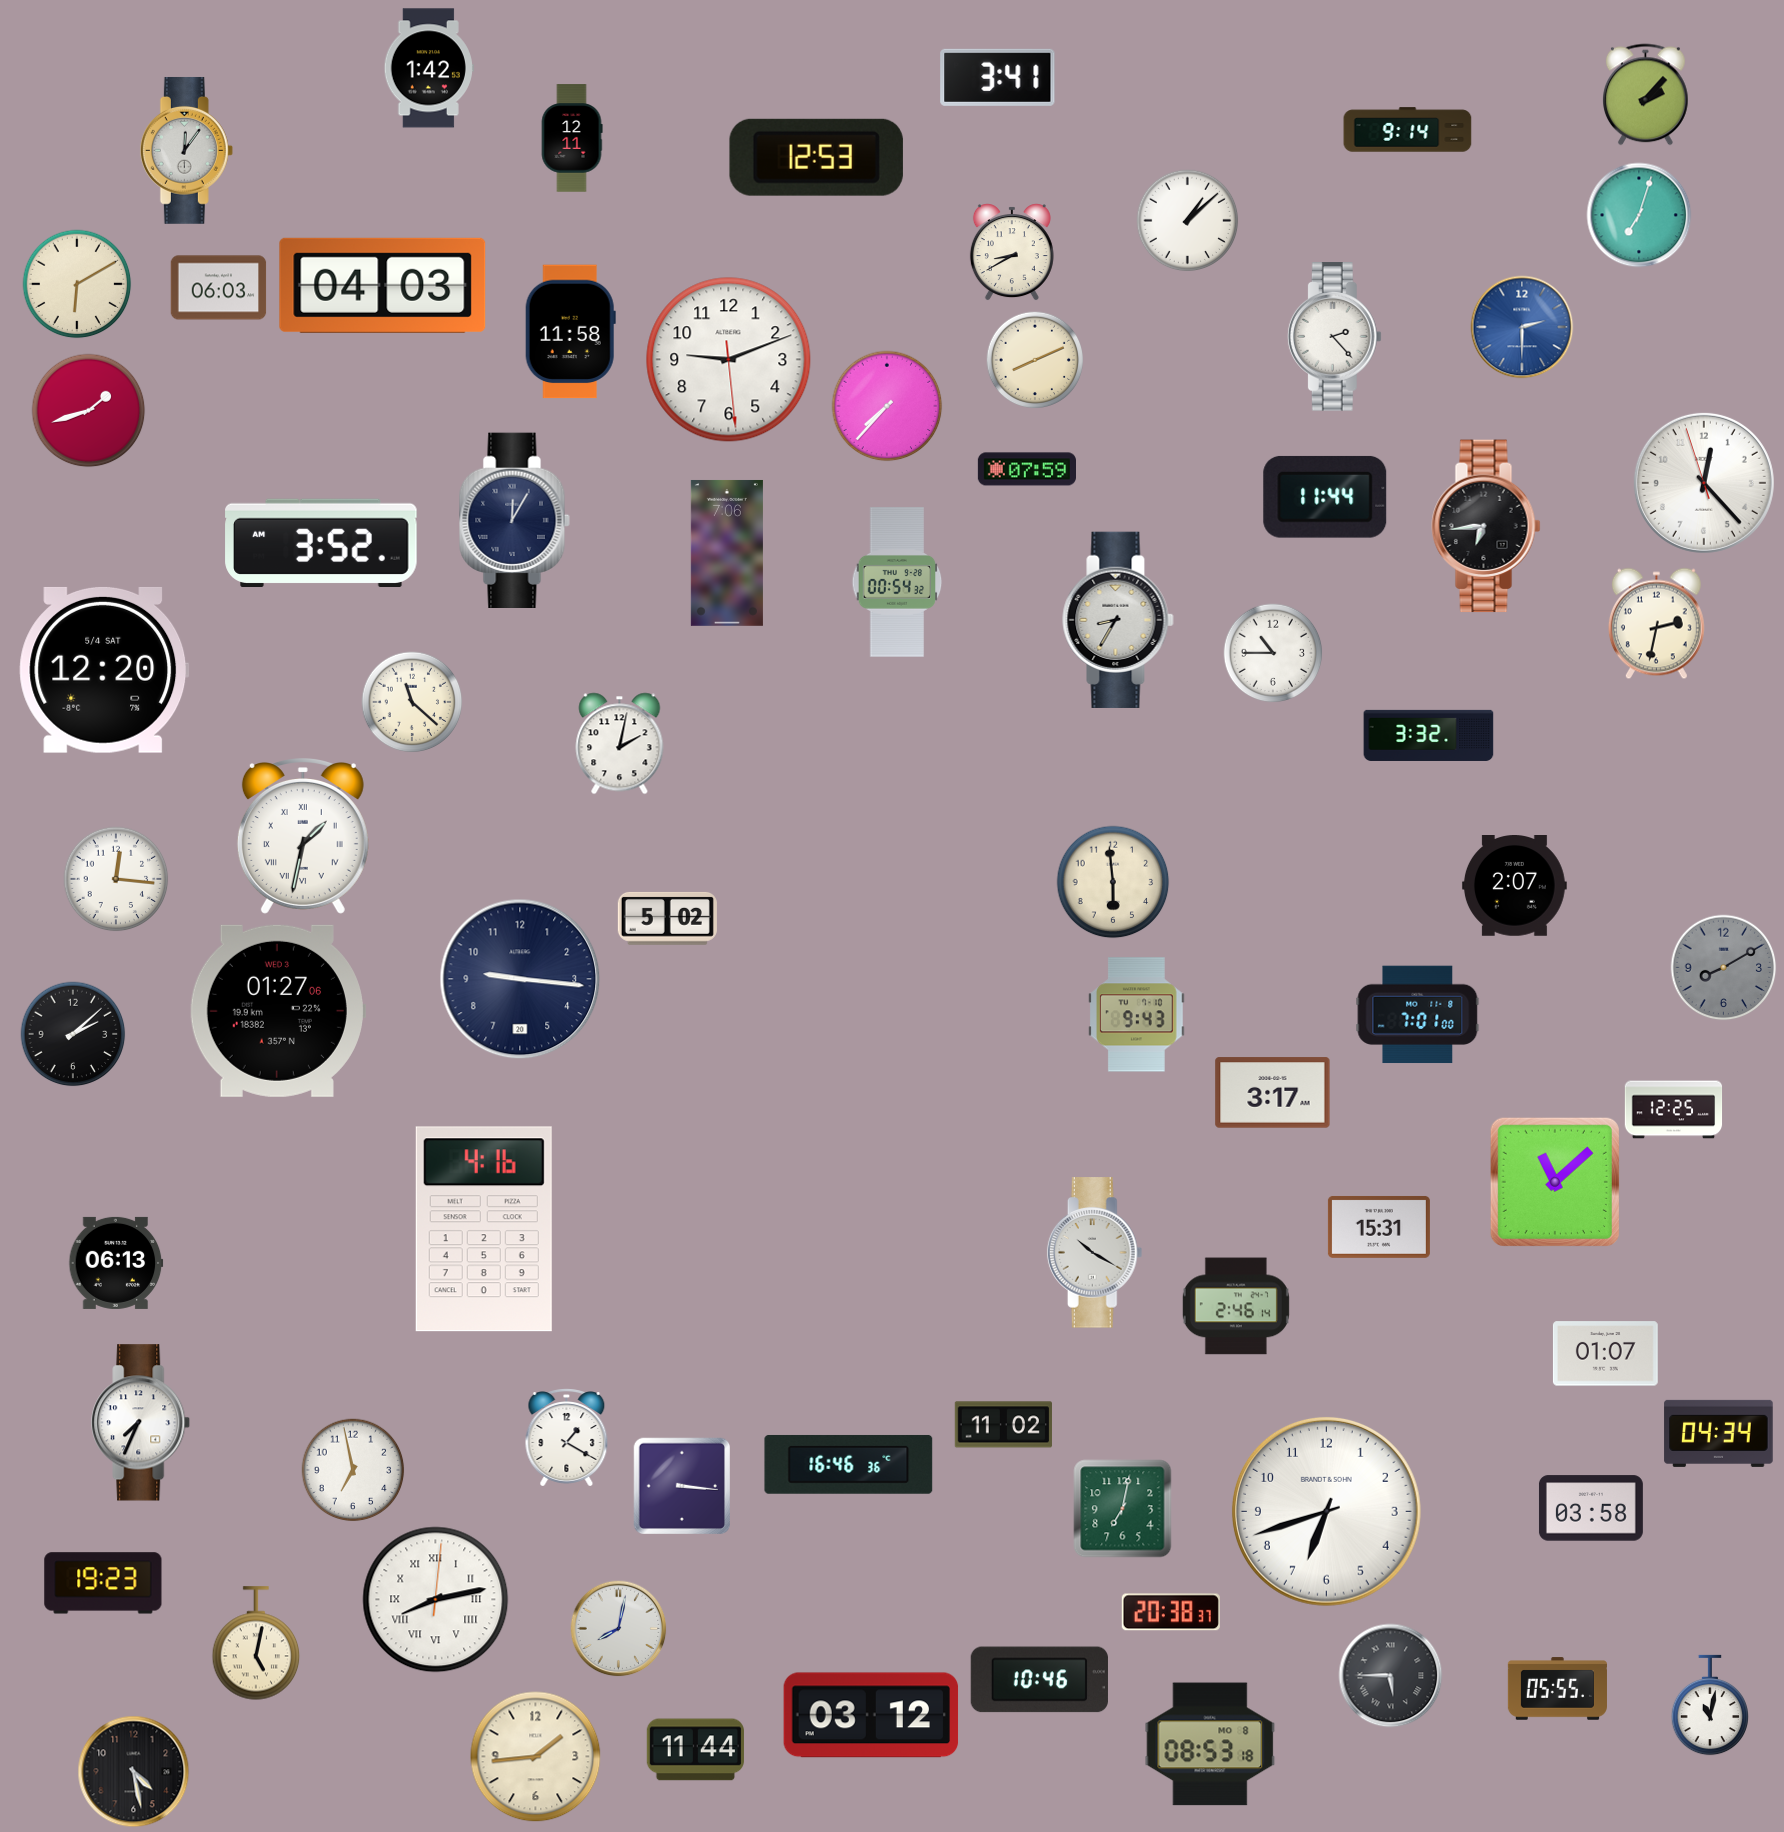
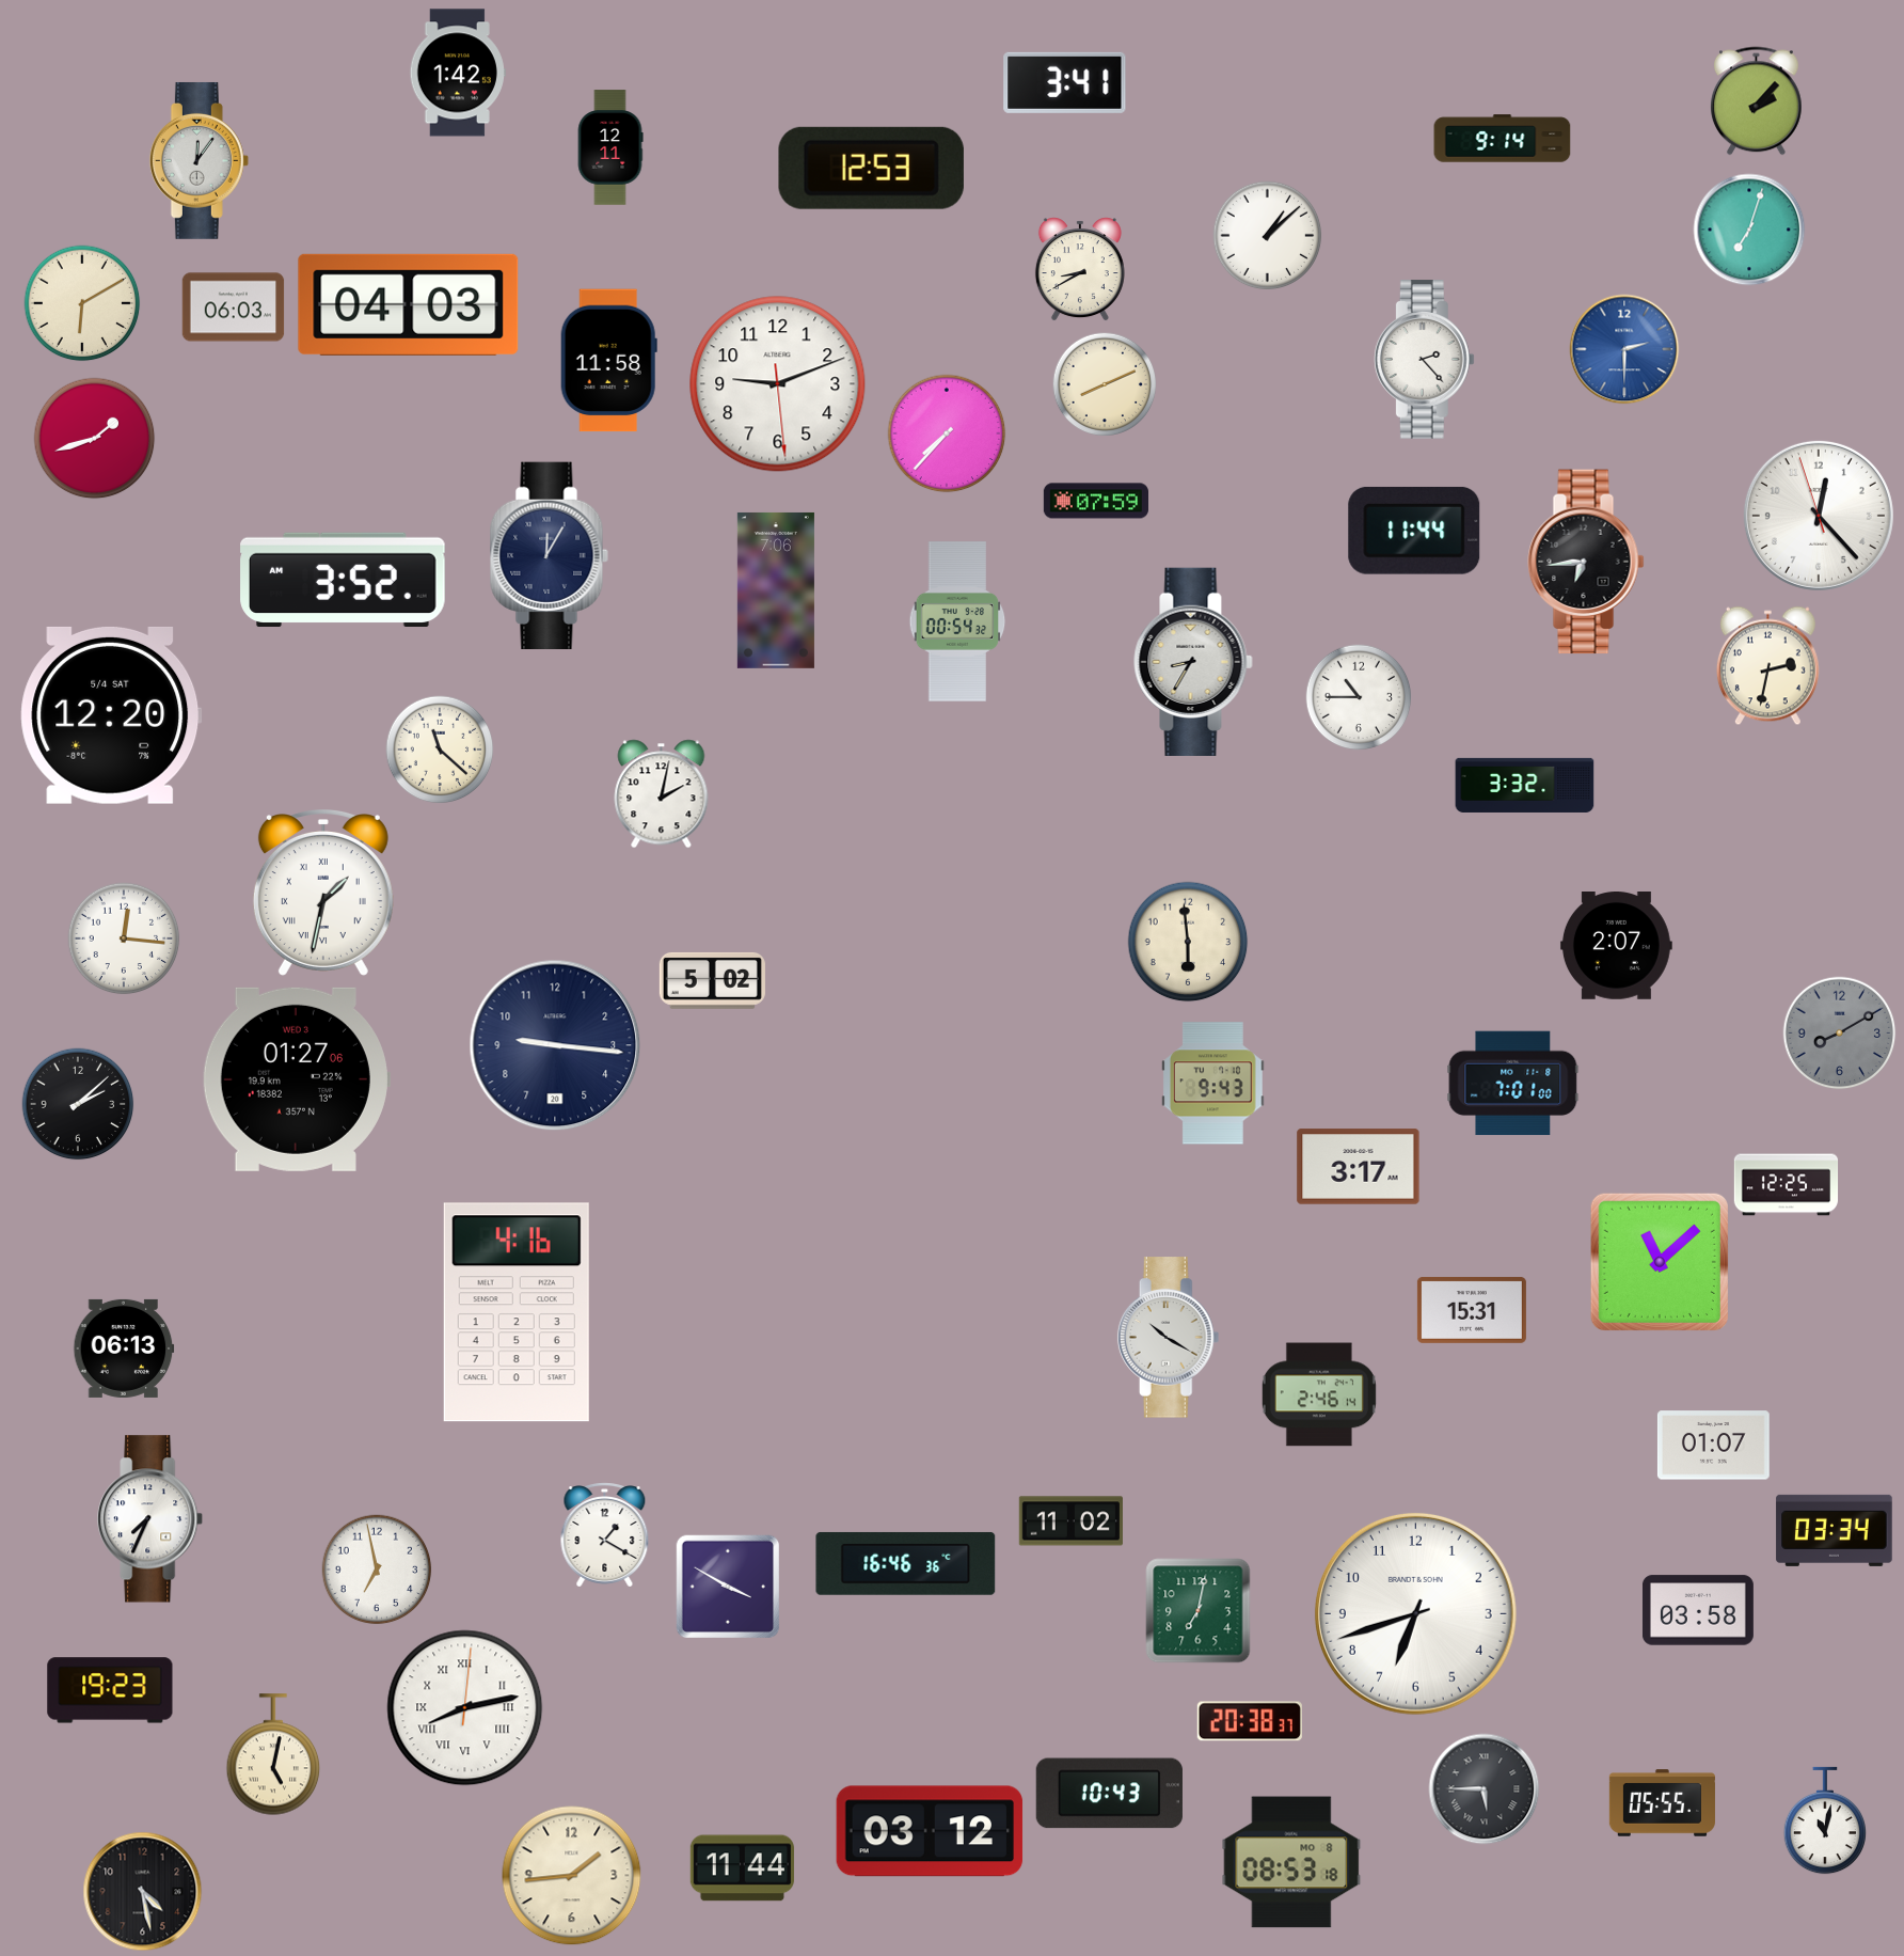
clock at (570, 332) position: (570, 332) -> (608, 361)
clock at (1719, 1433): 04:34 -> 03:34
clock at (681, 1485): 3:16 -> 3:50
clock at (619, 1629): 8:02 -> none
clock at (1039, 1680): 10:46 -> 10:43
